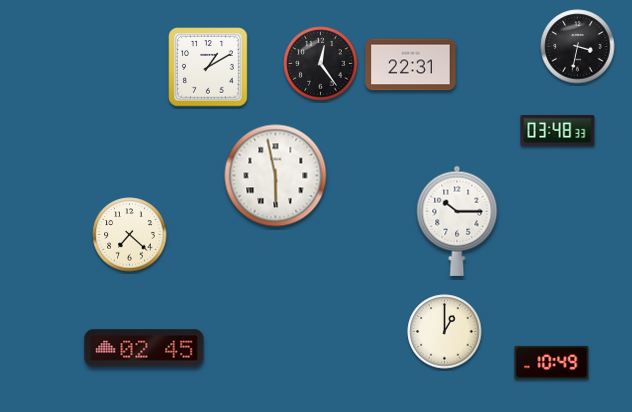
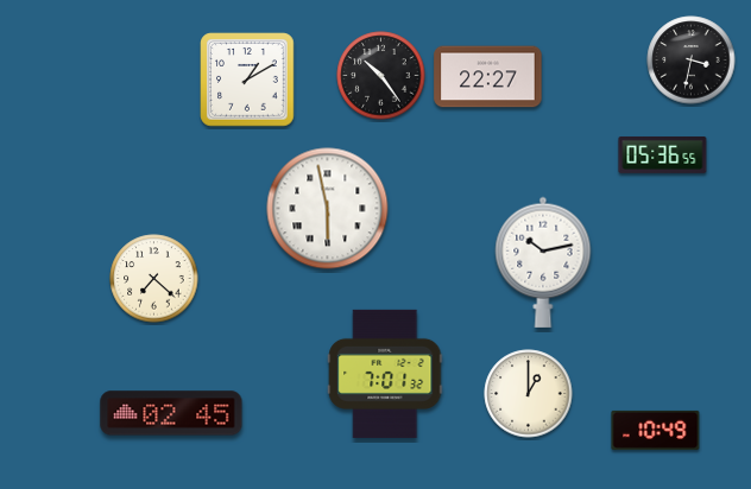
clock at (578, 47) position: (578, 47) -> (692, 61)
clock at (321, 64): 12:24 -> 10:24
clock at (411, 65): 22:31 -> 22:27
clock at (558, 130): 03:48 -> 05:36
clock at (457, 221): 10:15 -> 10:13
clock at (385, 374): none -> 7:01
